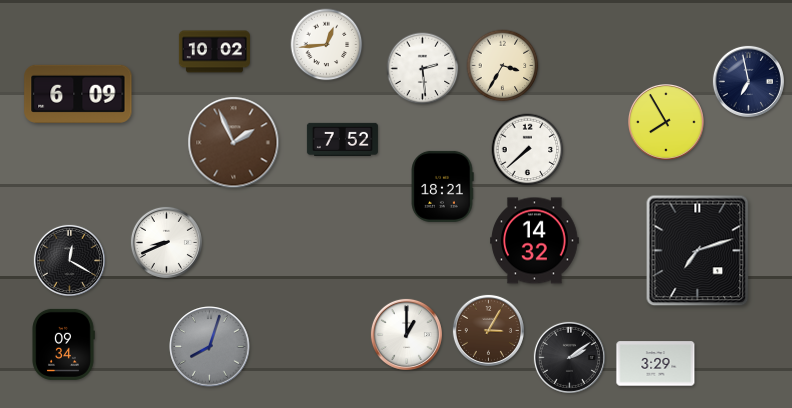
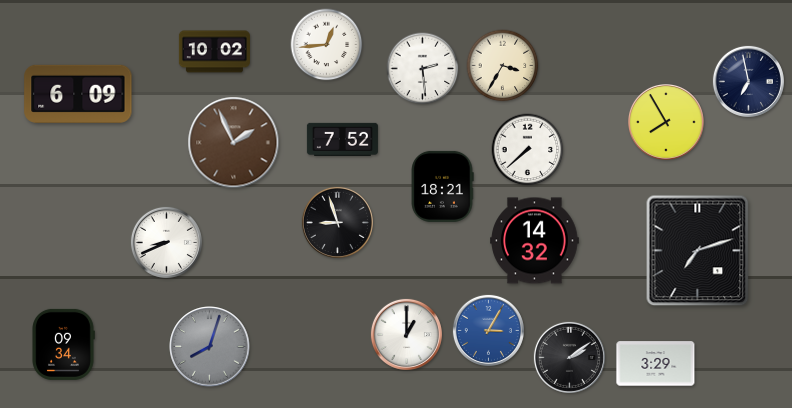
clock at (337, 222): none -> 8:57
clock at (69, 260): 12:20 -> none
clock at (488, 330) dial: brown -> blue
